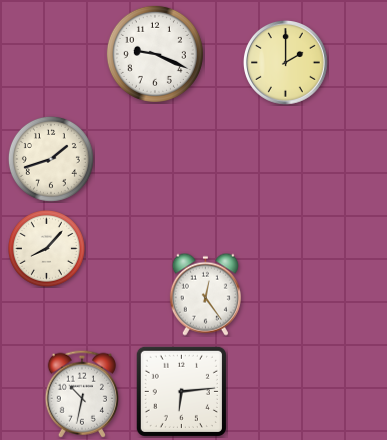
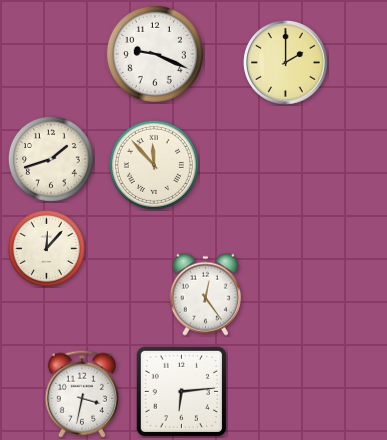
clock at (154, 165): none -> 11:53
clock at (47, 249): 8:07 -> 12:07
clock at (82, 394): 10:32 -> 3:32
